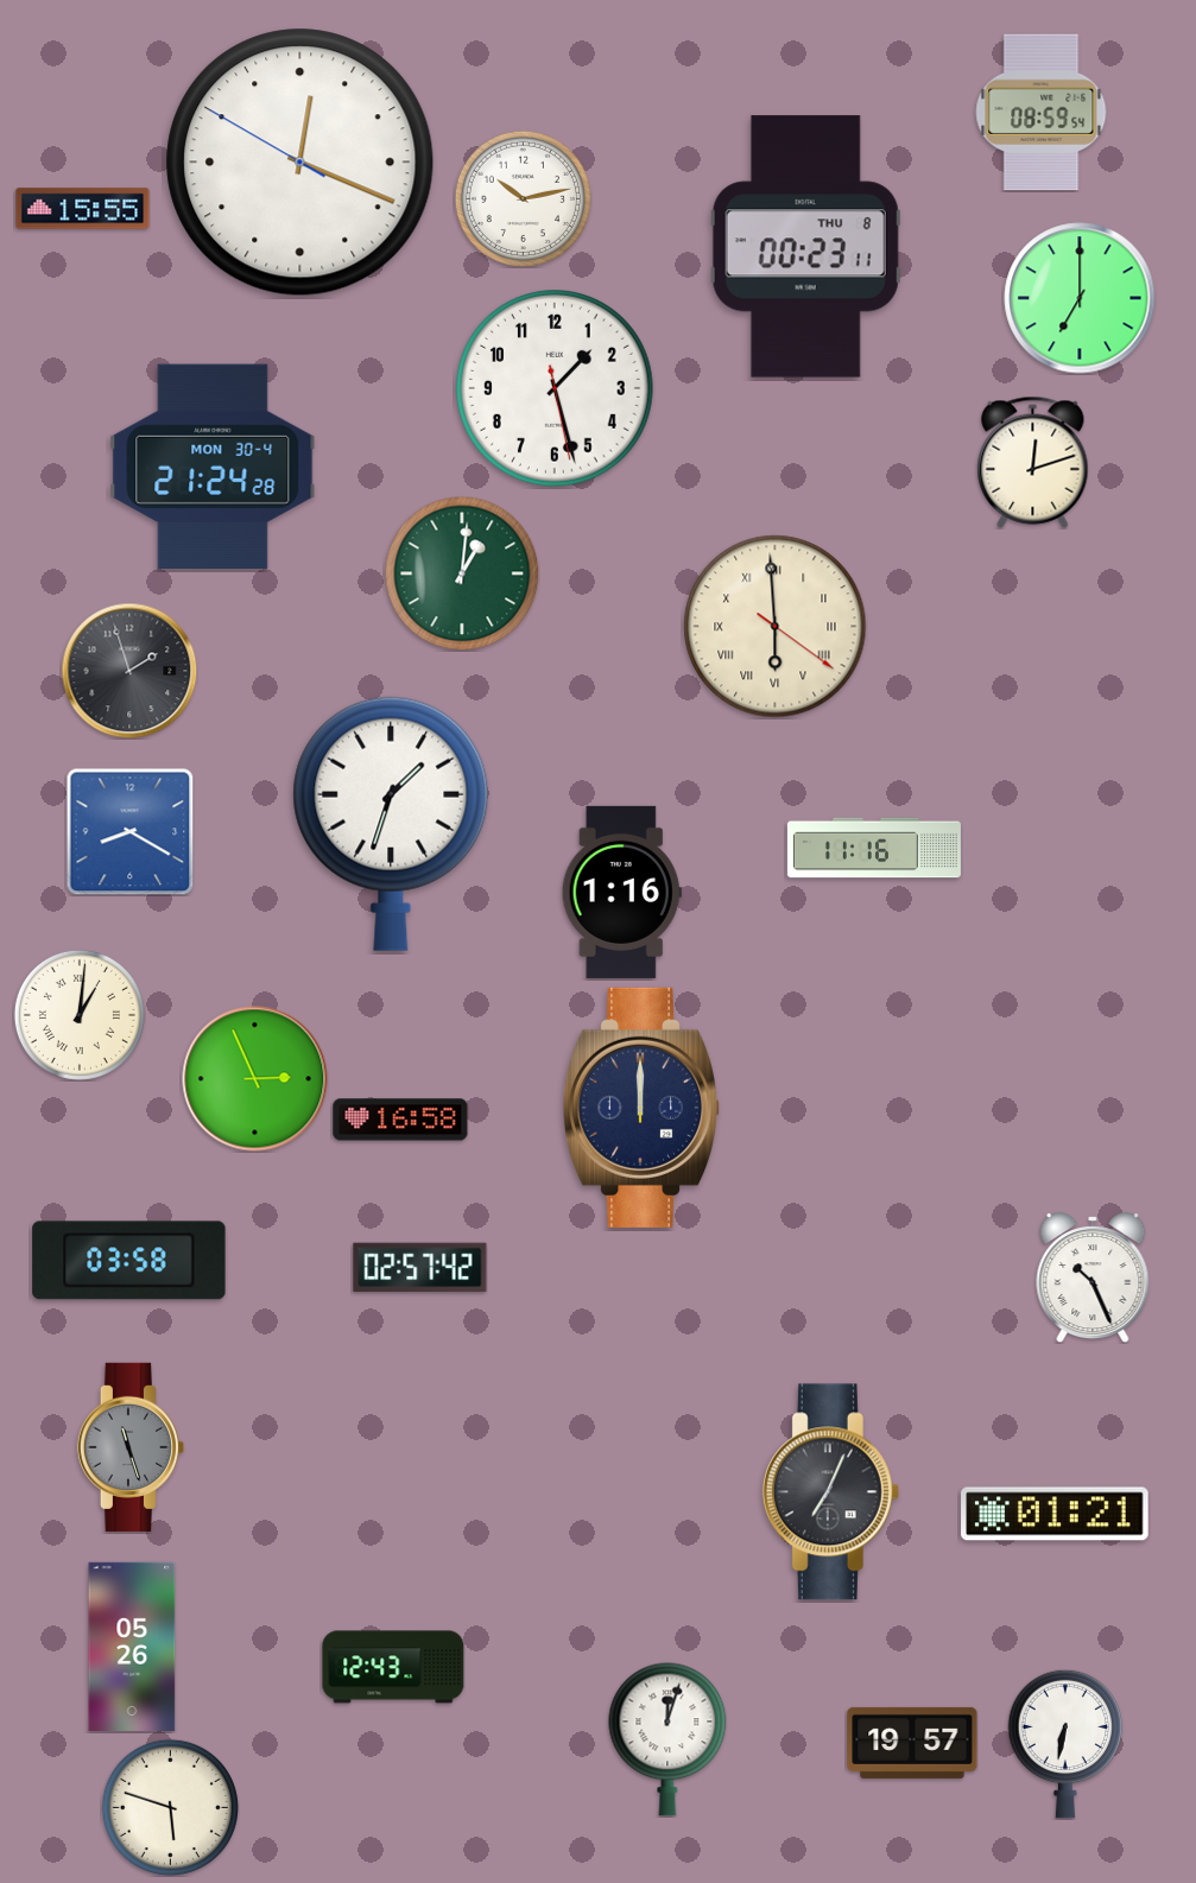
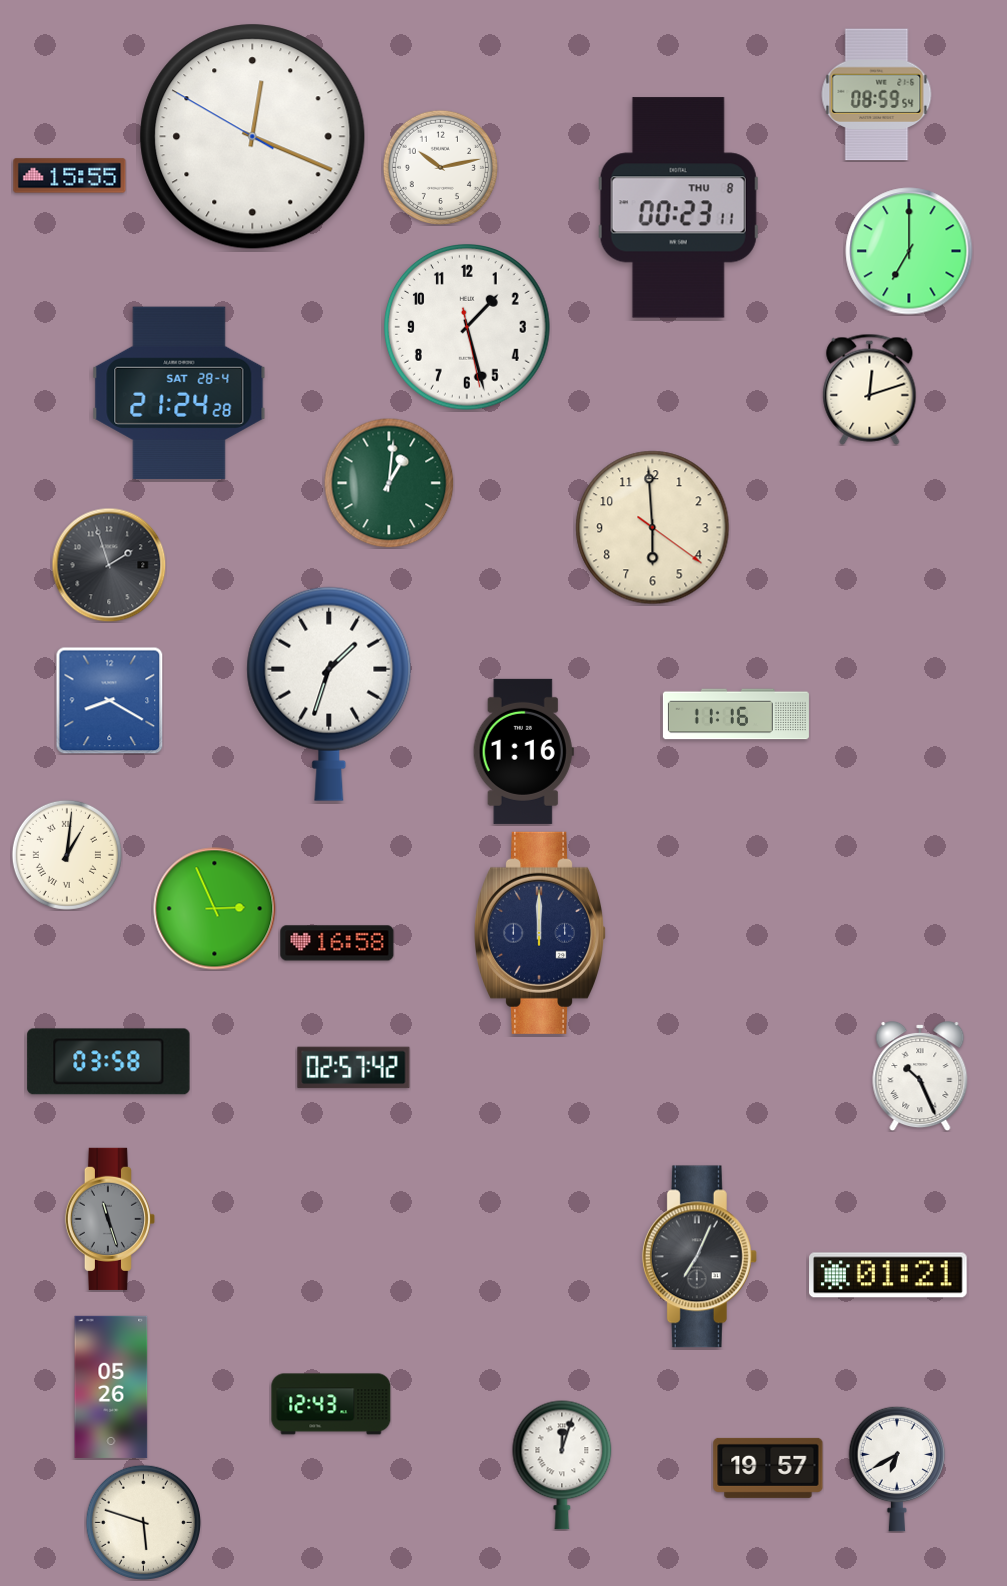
clock at (213, 465) date: MON 30-4 -> SAT 28-4
clock at (776, 627) numerals: Roman -> Arabic
clock at (1065, 1744): 6:32 -> 6:40
